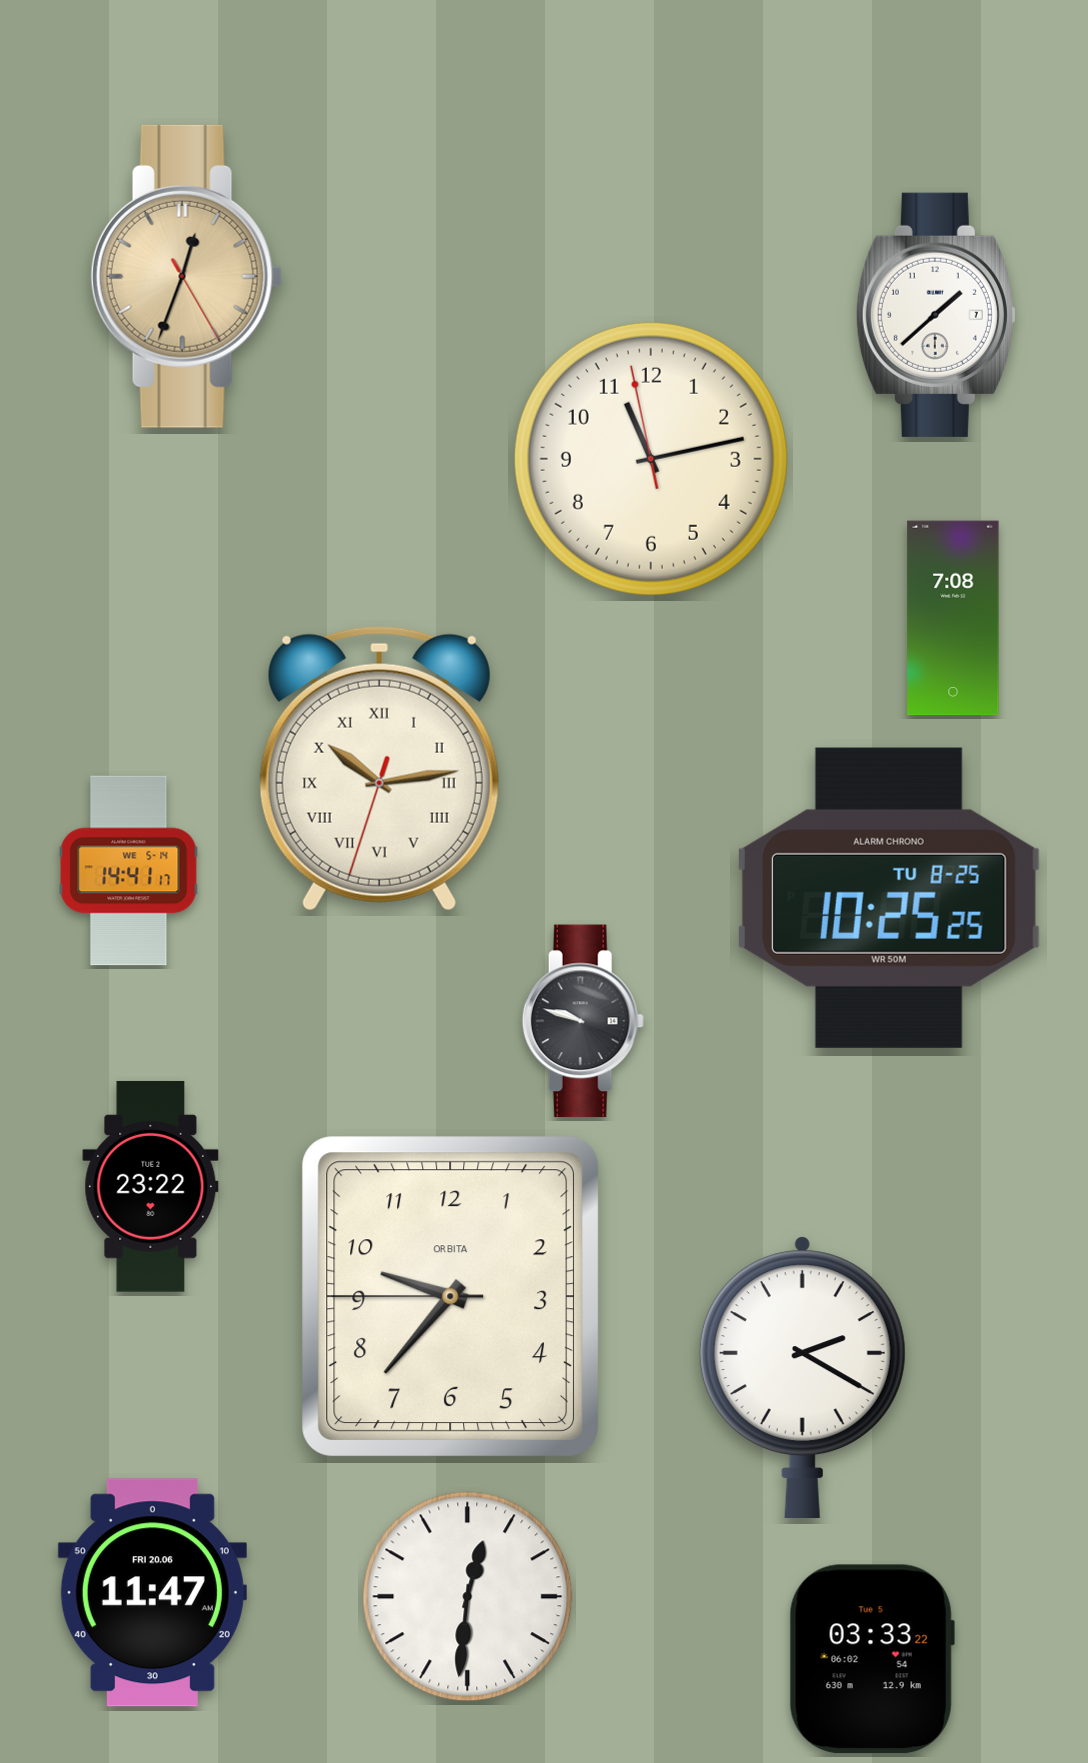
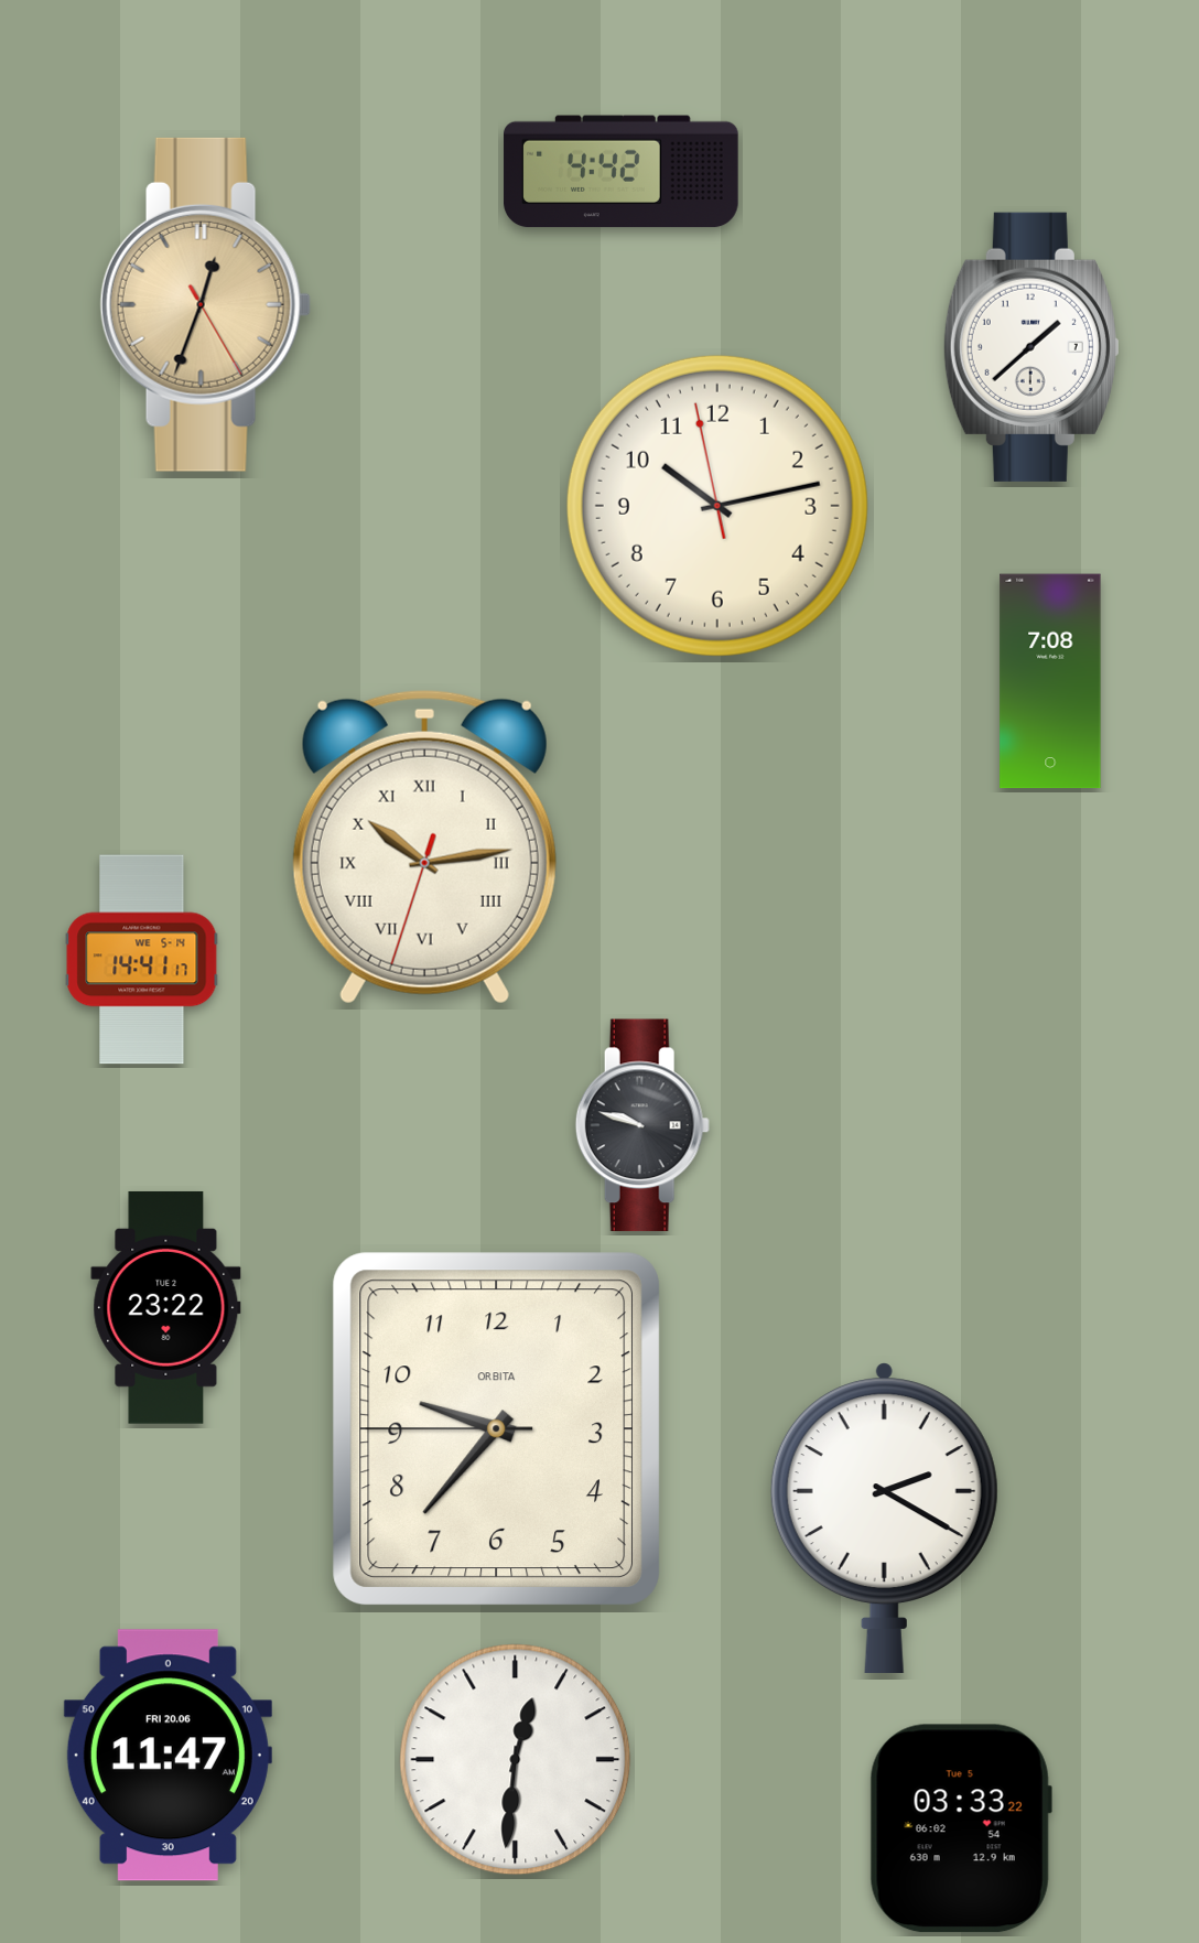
clock at (622, 172): none -> 4:42
clock at (651, 459): 11:12 -> 10:12
clock at (379, 768) position: (379, 768) -> (424, 846)
clock at (889, 898): 10:25 -> none
